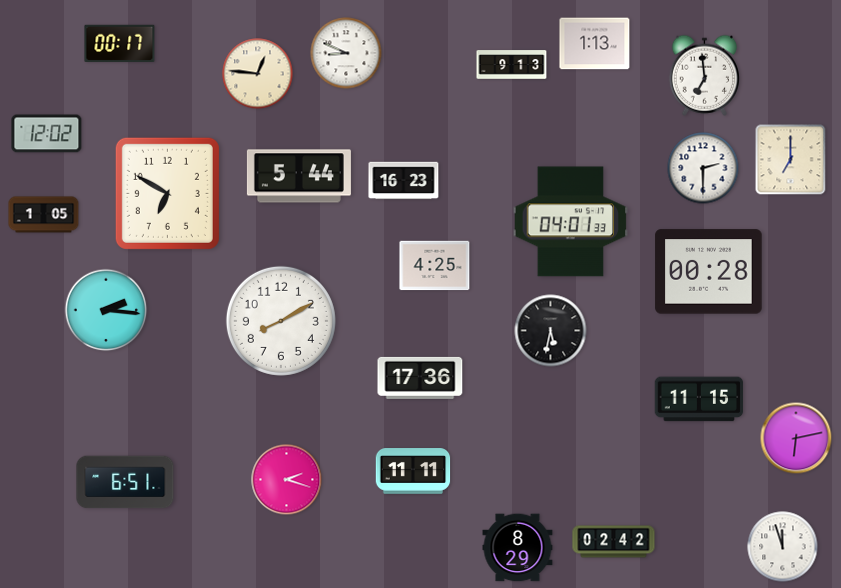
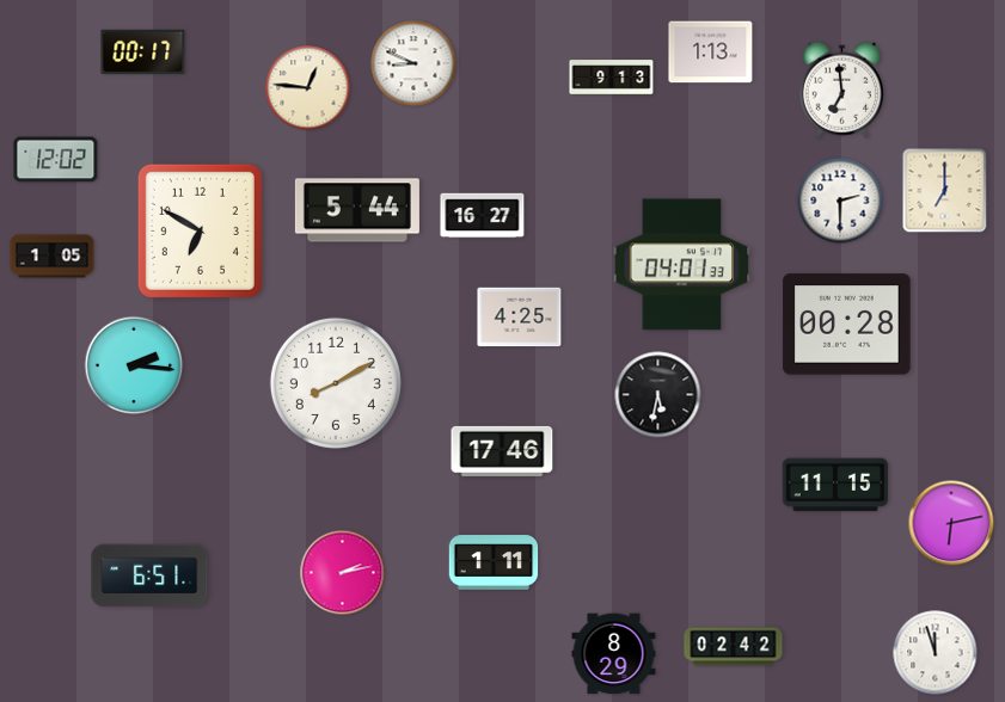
clock at (404, 181): 16:23 -> 16:27
clock at (106, 310) position: (106, 310) -> (134, 365)
clock at (420, 378): 17:36 -> 17:46
clock at (699, 399) position: (699, 399) -> (835, 485)
clock at (413, 471): 11:11 -> 1:11
clock at (287, 480): 2:18 -> 2:13
clock at (518, 548) position: (518, 548) -> (614, 654)
